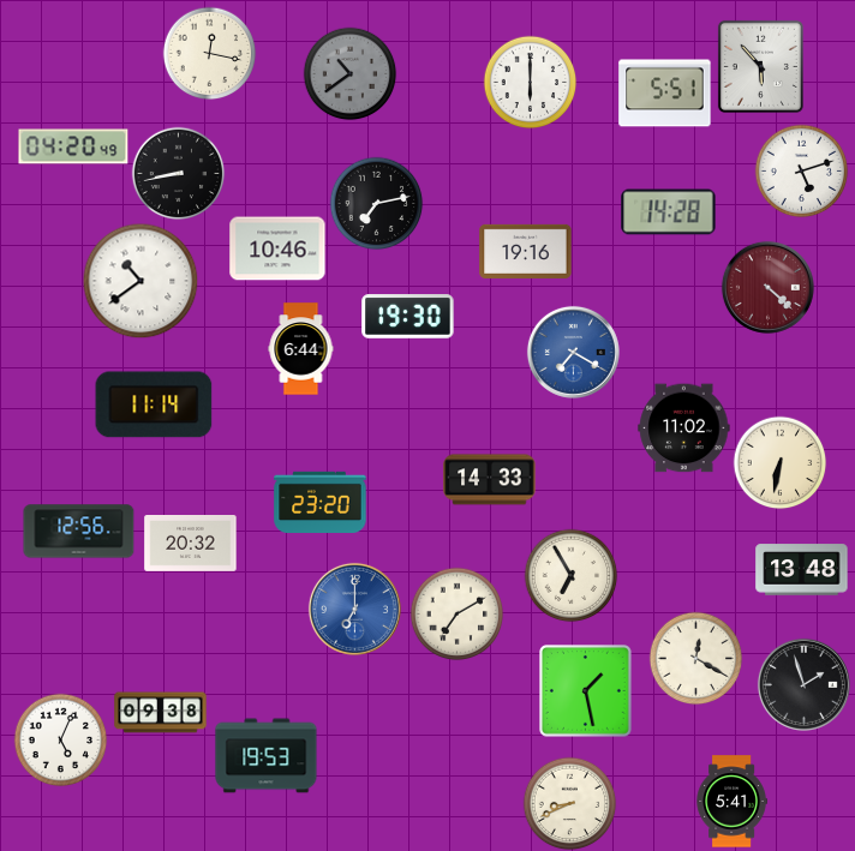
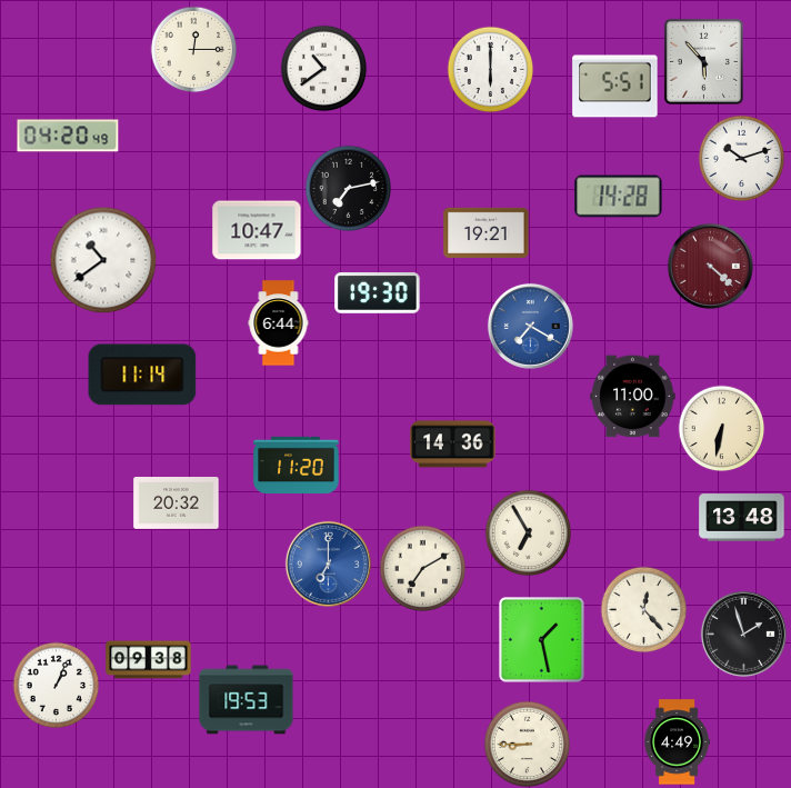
clock at (209, 53): 12:17 -> 12:15
clock at (349, 73) dial: grey -> white
clock at (530, 82) position: (530, 82) -> (490, 69)
clock at (801, 170): 5:12 -> 10:12
clock at (178, 173): 8:43 -> none
clock at (277, 248): 10:46 -> 10:47
clock at (526, 251): 19:16 -> 19:21
clock at (140, 281) position: (140, 281) -> (103, 260)
clock at (684, 429): 11:02 -> 11:00
clock at (490, 480): 14:33 -> 14:36
clock at (321, 502): 23:20 -> 11:20
clock at (79, 532): 12:56 -> none
clock at (802, 570) position: (802, 570) -> (742, 518)
clock at (695, 658): 12:20 -> 12:23
clock at (60, 739): 5:04 -> 1:04
clock at (731, 802): 5:41 -> 4:49
clock at (569, 803): 8:41 -> 8:45
